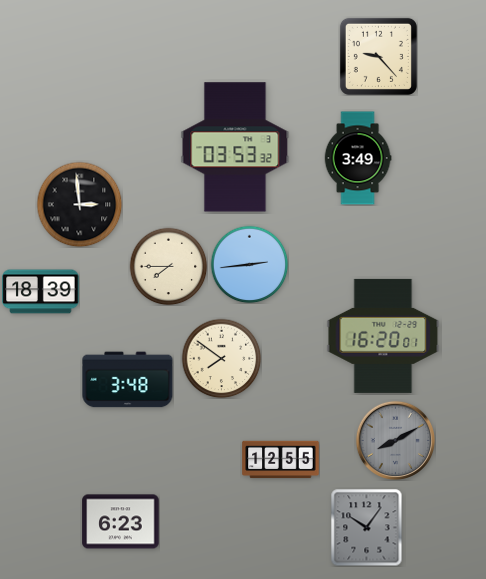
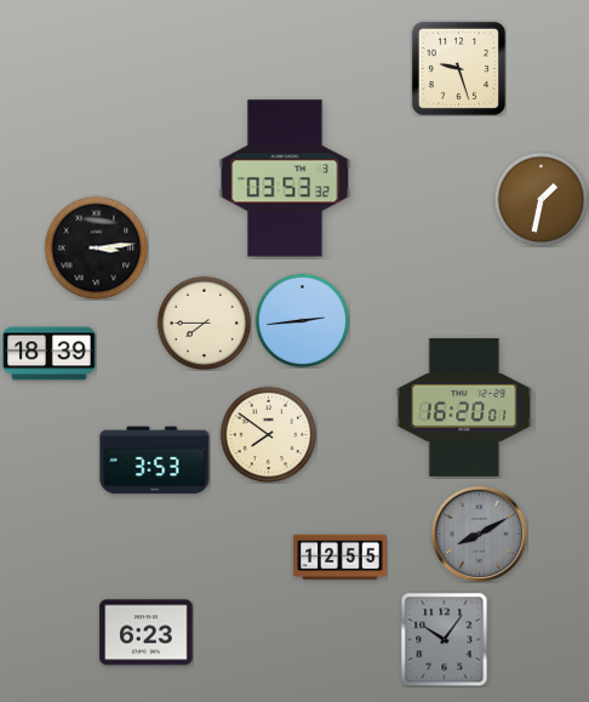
clock at (378, 56): 9:23 -> 9:27
clock at (358, 158): 3:49 -> none
clock at (541, 199): none -> 1:32
clock at (79, 204): 2:59 -> 3:14
clock at (128, 380): 3:48 -> 3:53
